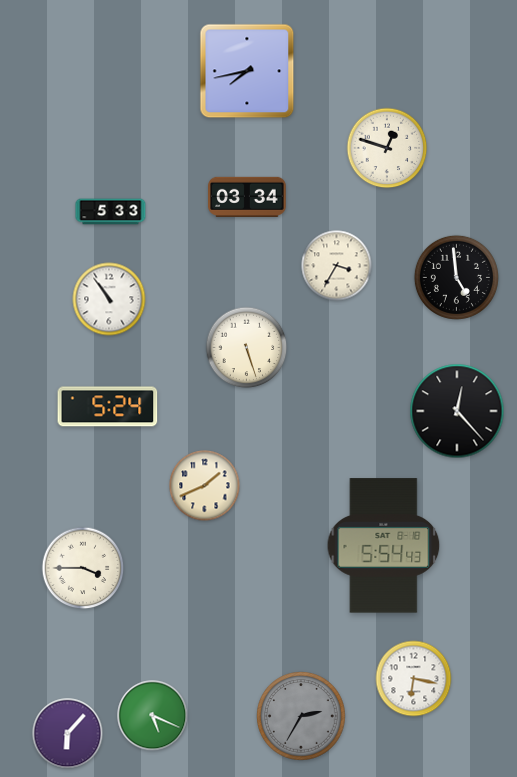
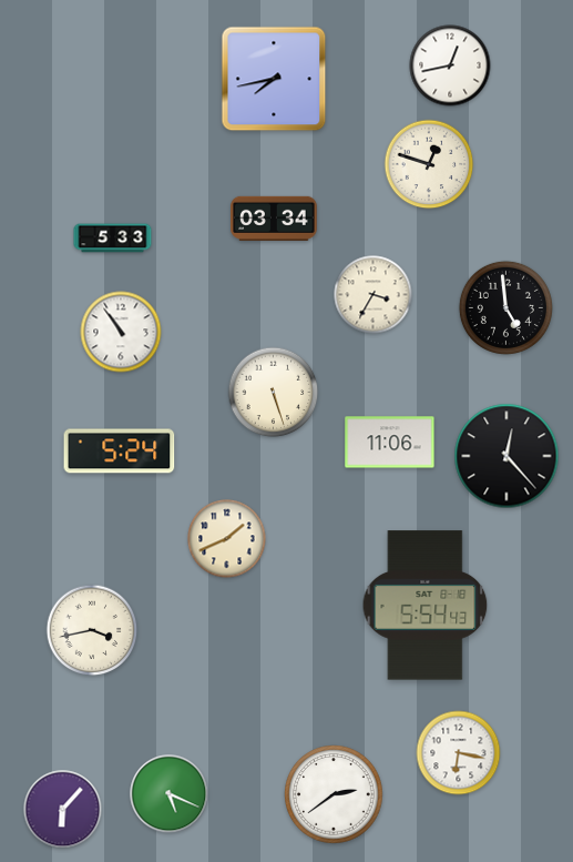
clock at (450, 65): none -> 12:43
clock at (111, 212) position: (111, 212) -> (113, 239)
clock at (247, 348) position: (247, 348) -> (274, 393)
clock at (390, 443): none -> 11:06
clock at (83, 568): 3:45 -> 3:43
clock at (301, 716): 2:35 -> 2:39
clock at (301, 716) dial: grey -> white
clock at (68, 734) position: (68, 734) -> (63, 810)
